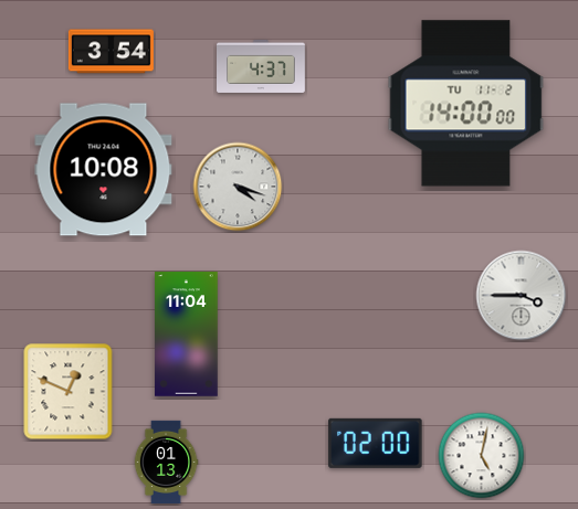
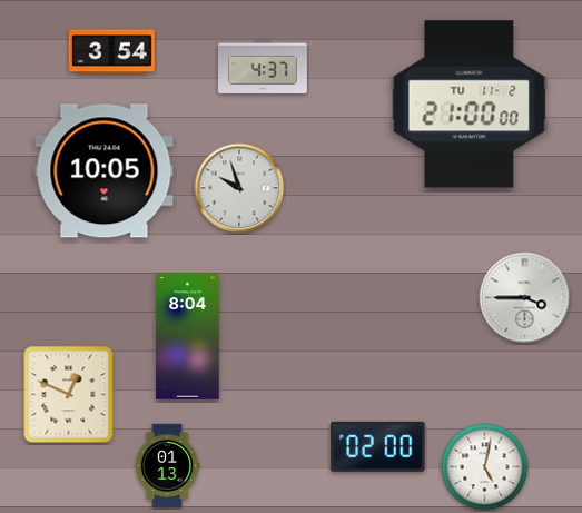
clock at (466, 104): 14:00 -> 21:00
clock at (104, 170): 10:08 -> 10:05
clock at (238, 187): 4:18 -> 9:57
clock at (187, 335): 11:04 -> 8:04
clock at (482, 456) position: (482, 456) -> (485, 467)
